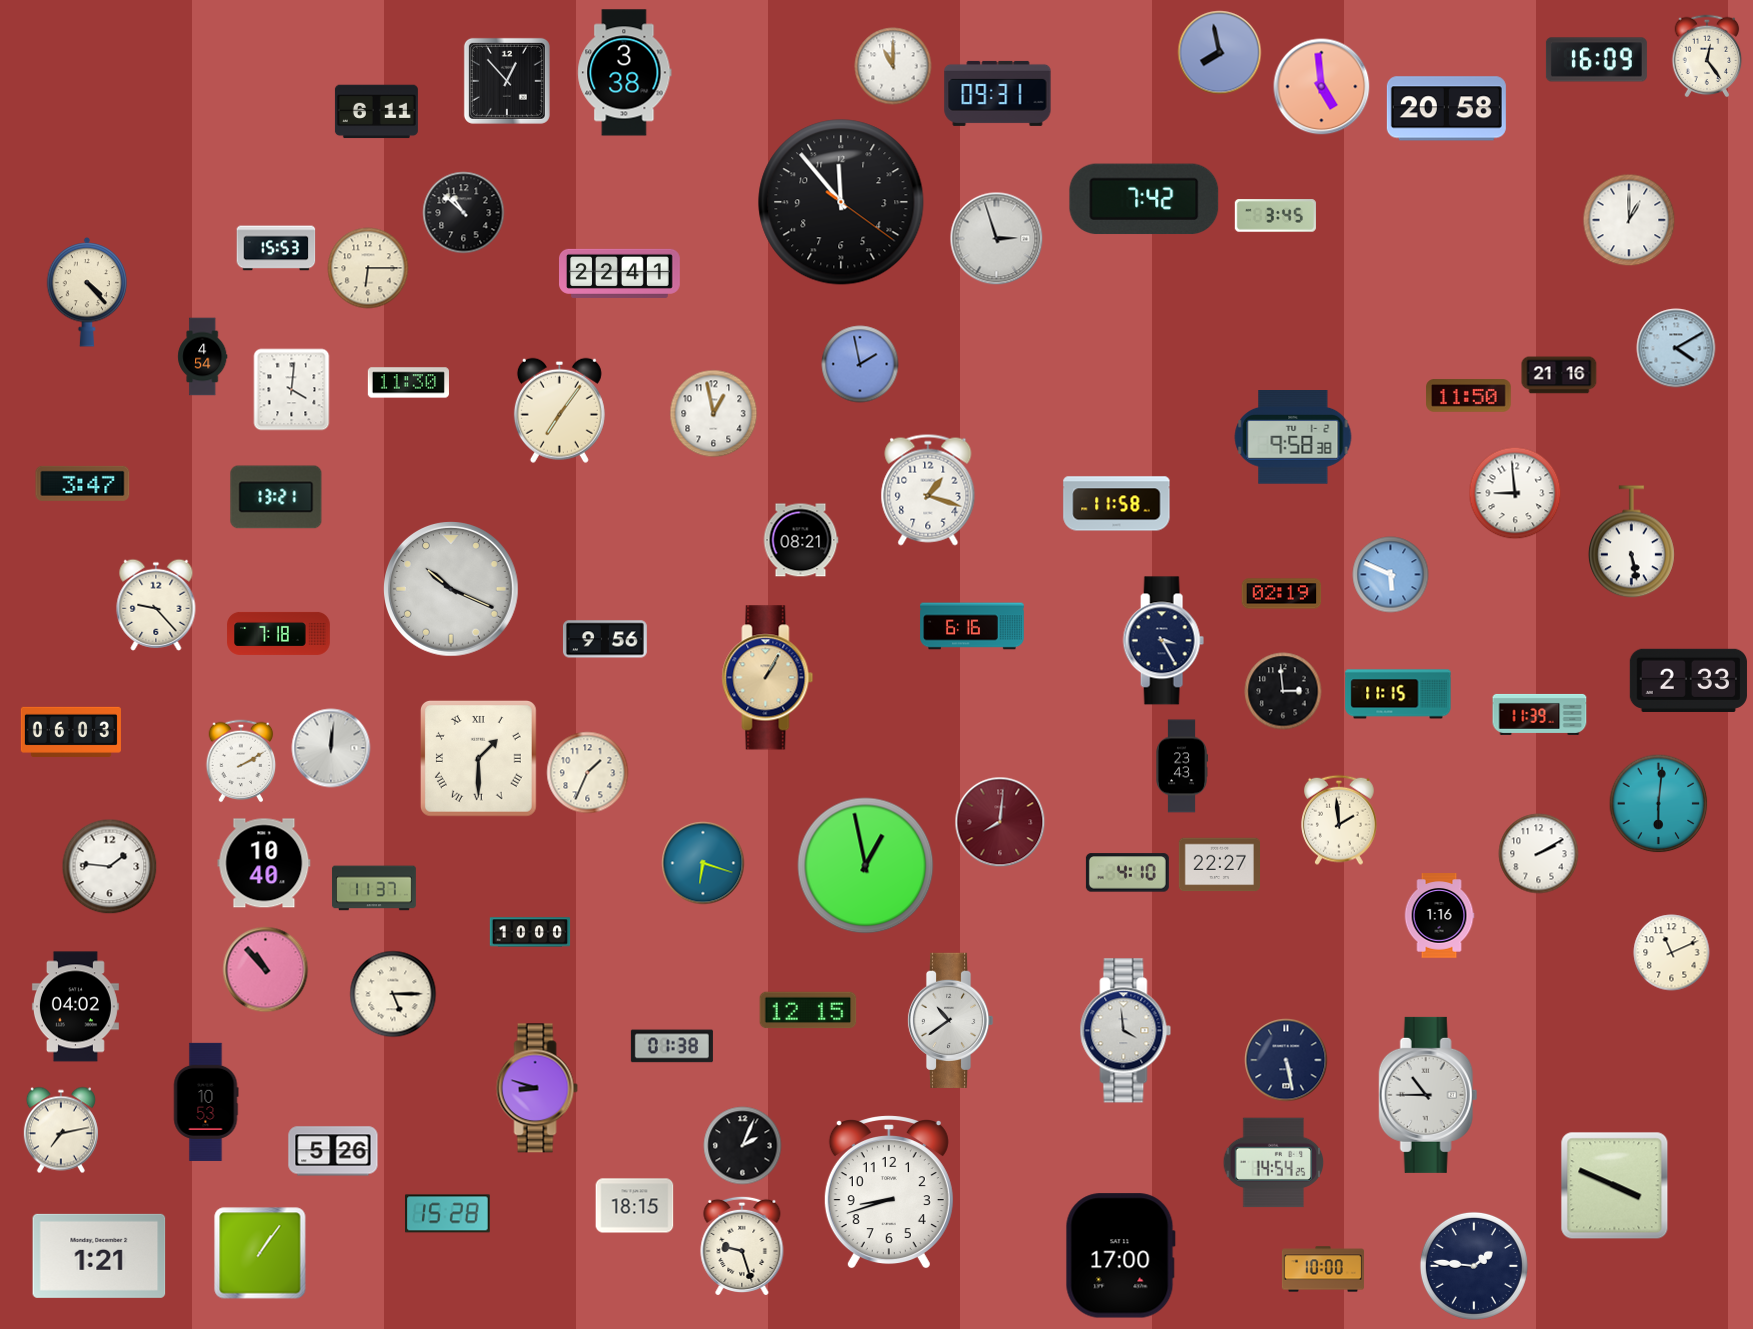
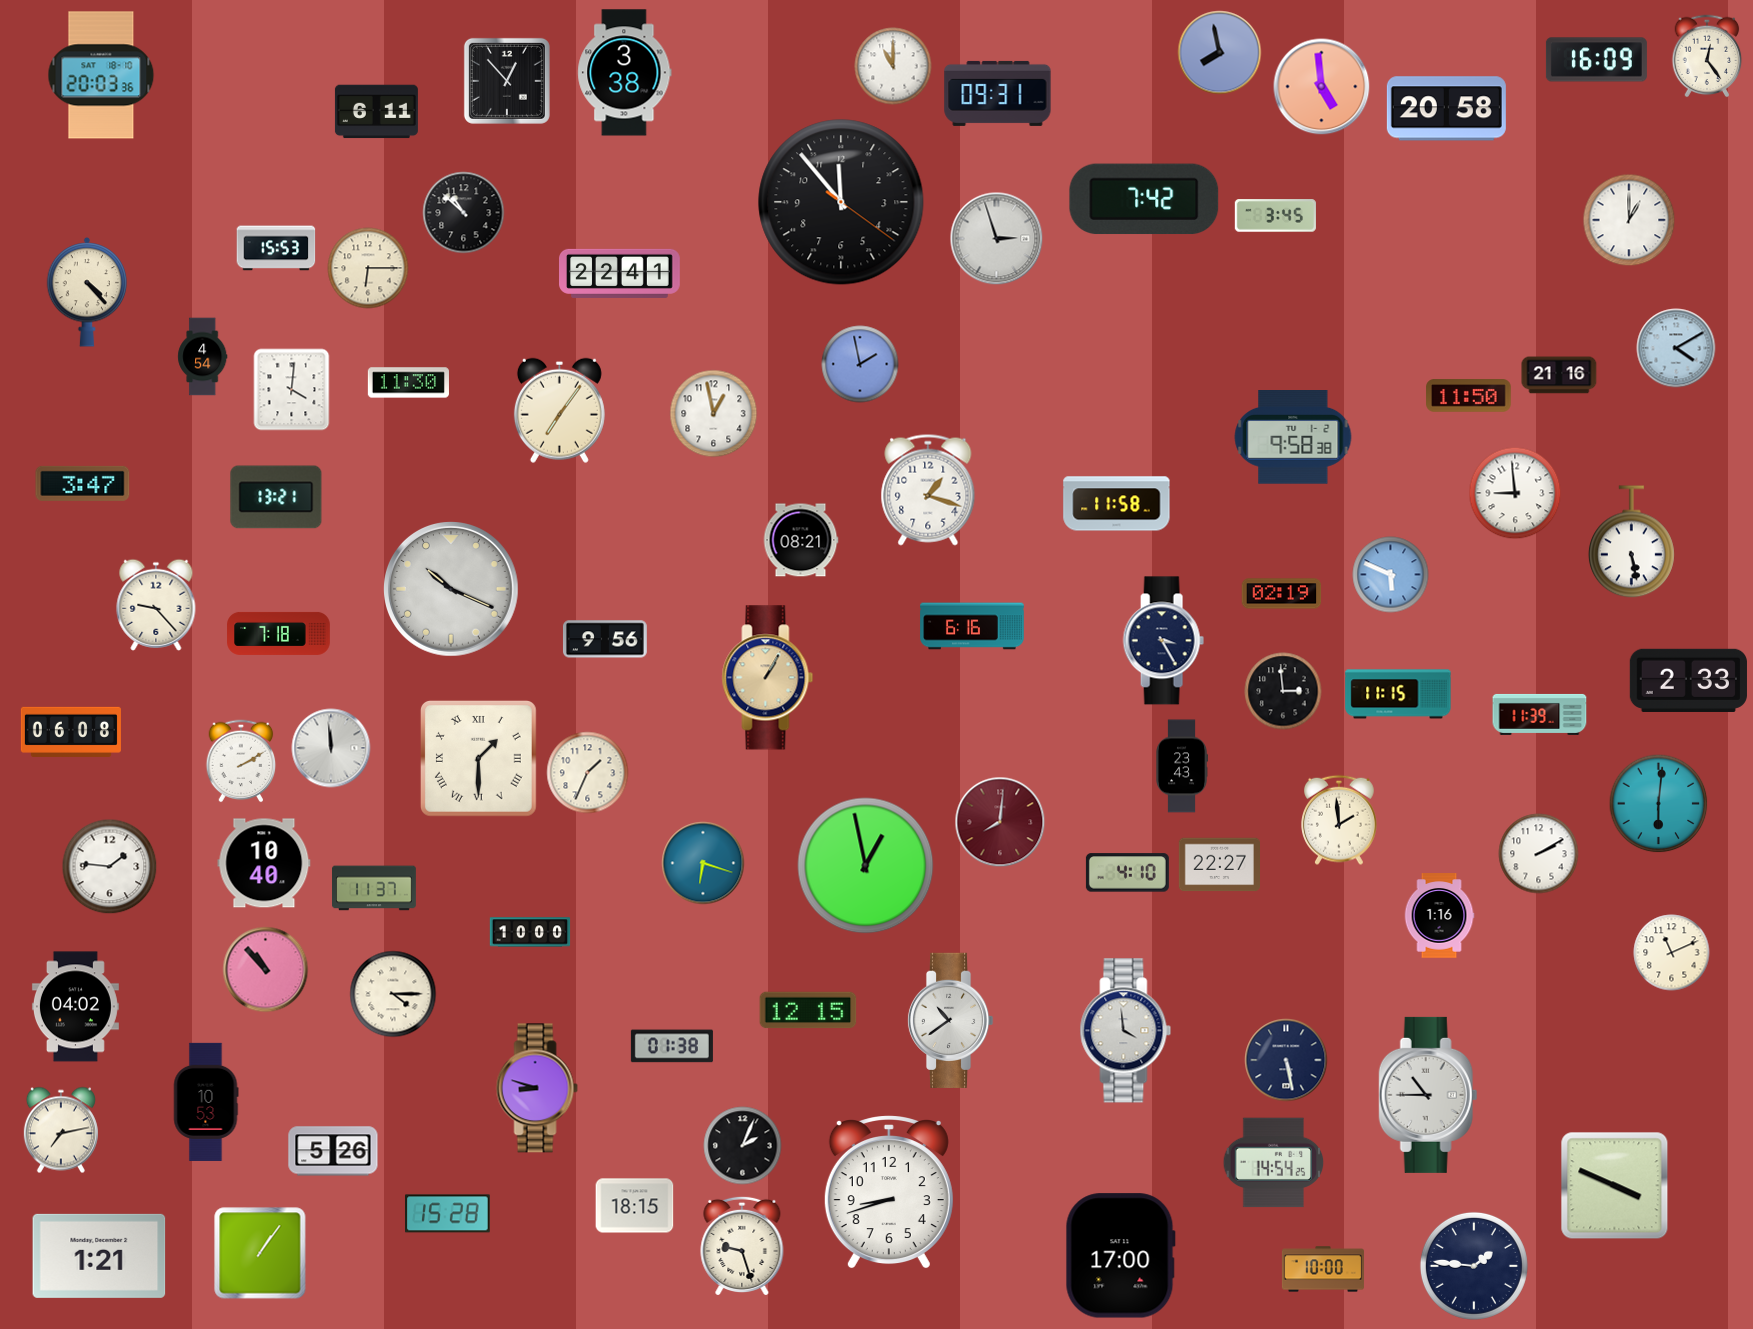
clock at (101, 75): none -> 20:03
clock at (71, 732): 06:03 -> 06:08
clock at (331, 748): 12:01 -> 11:59
clock at (393, 994): 5:15 -> 4:15
